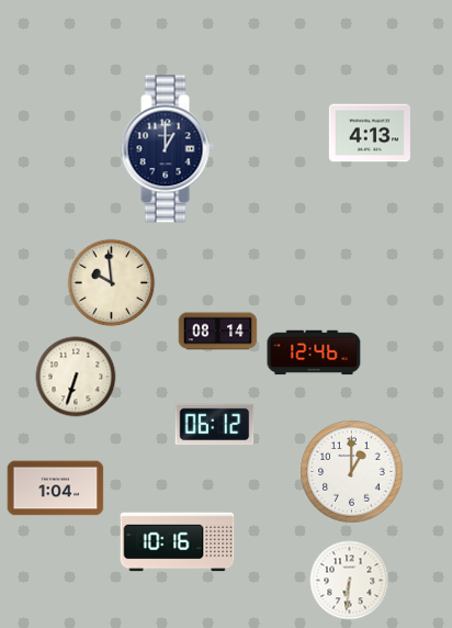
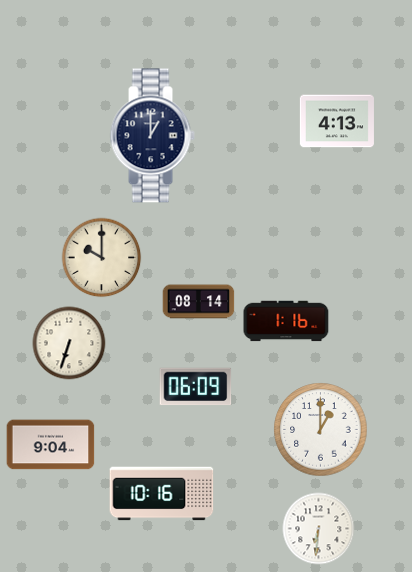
clock at (112, 283): 9:59 -> 10:00
clock at (314, 352): 12:46 -> 1:16
clock at (215, 425): 06:12 -> 06:09
clock at (56, 489): 1:04 -> 9:04
